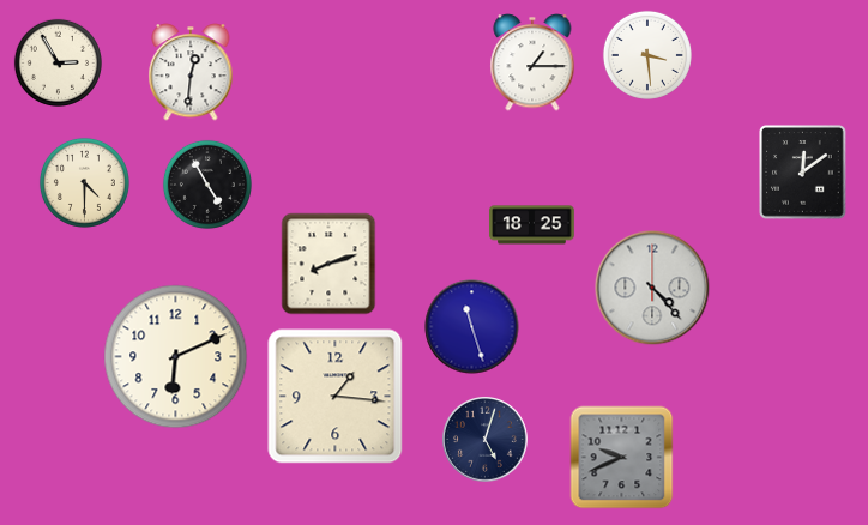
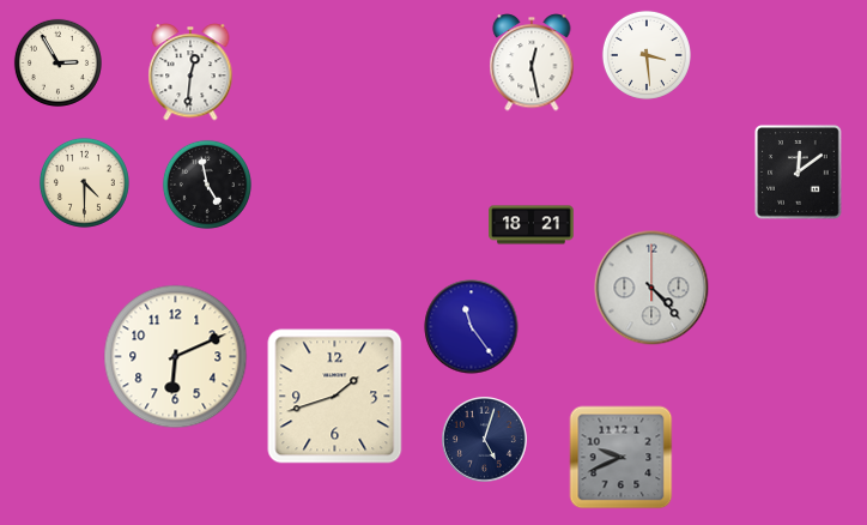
clock at (532, 62): 1:15 -> 12:28
clock at (803, 173) position: (803, 173) -> (799, 173)
clock at (207, 185): 4:55 -> 4:58
clock at (532, 225): 18:25 -> 18:21
clock at (328, 264): 8:12 -> none
clock at (472, 327): 11:27 -> 11:24
clock at (336, 397): 1:16 -> 1:42
